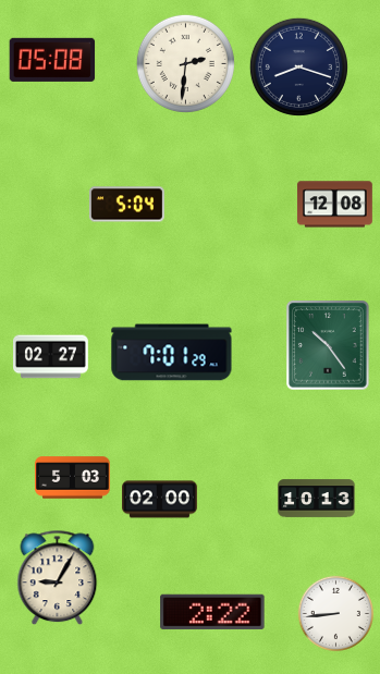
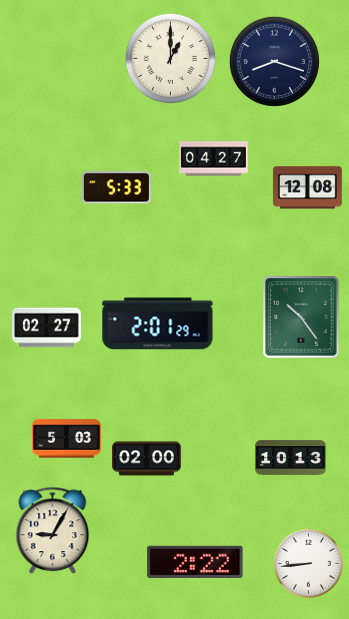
clock at (52, 60): 05:08 -> none
clock at (185, 63): 2:31 -> 1:00
clock at (214, 159): none -> 04:27
clock at (126, 205): 5:04 -> 5:33
clock at (172, 353): 7:01 -> 2:01
